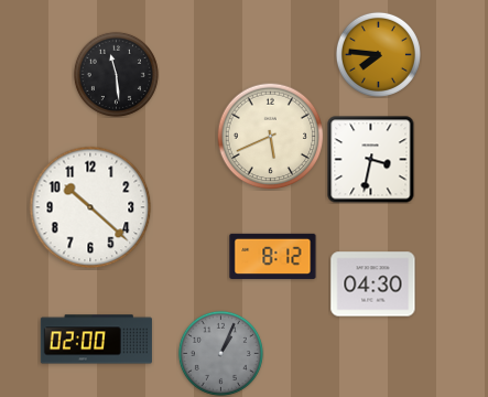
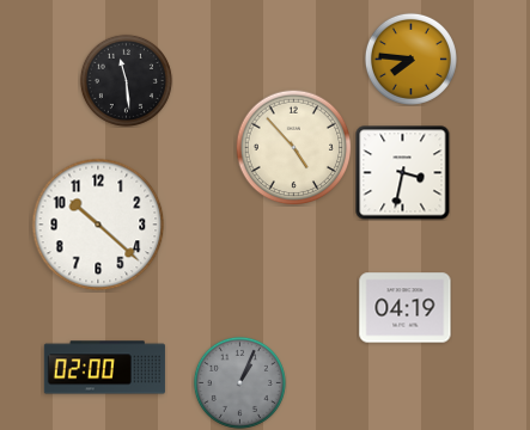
clock at (270, 136): 5:41 -> 4:53
clock at (273, 256): 8:12 -> none
clock at (373, 285): 04:30 -> 04:19
